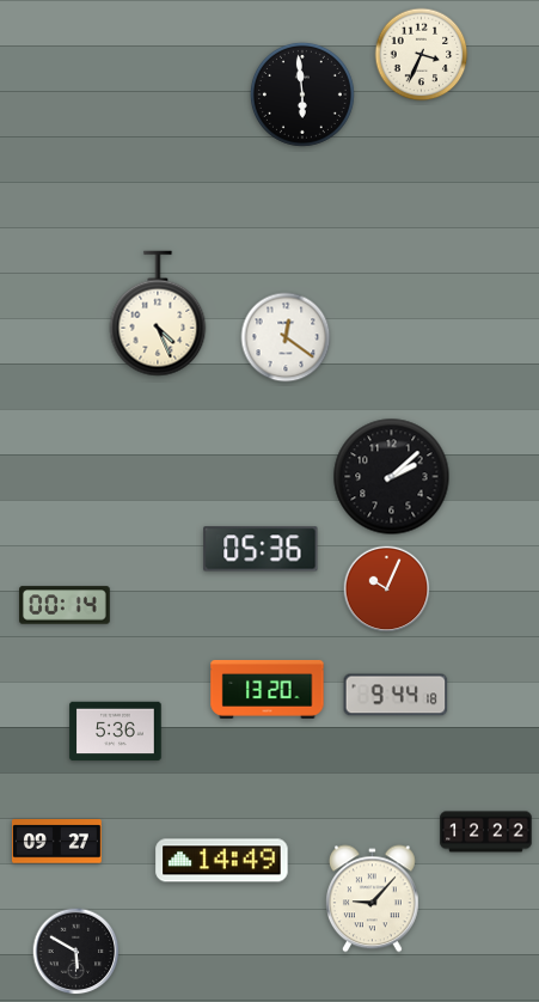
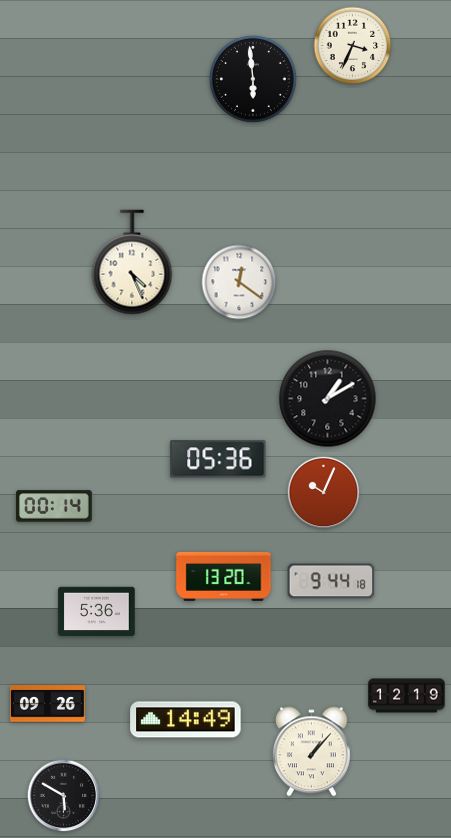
clock at (392, 477): 2:08 -> 1:10
clock at (486, 832): 12:22 -> 12:19
clock at (56, 842): 09:27 -> 09:26
clock at (372, 899): 9:07 -> 1:07
